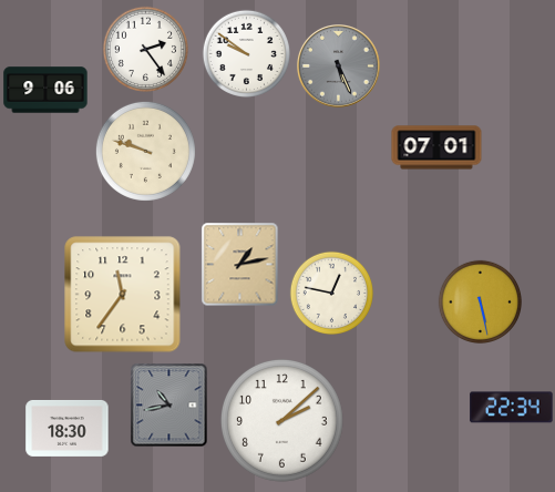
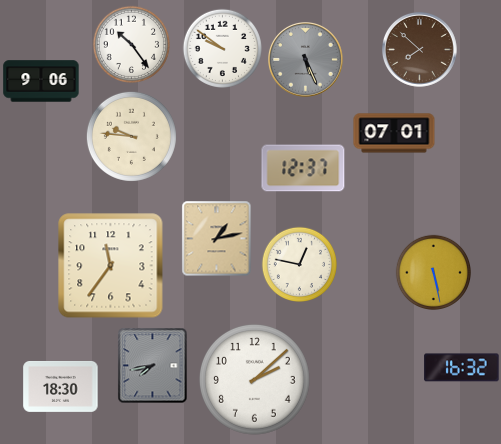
clock at (145, 49): 2:24 -> 10:24
clock at (420, 50): none -> 7:52
clock at (145, 151): 9:48 -> 9:46
clock at (303, 168): none -> 12:37
clock at (169, 406): 10:43 -> 7:43
clock at (512, 408): 22:34 -> 16:32
